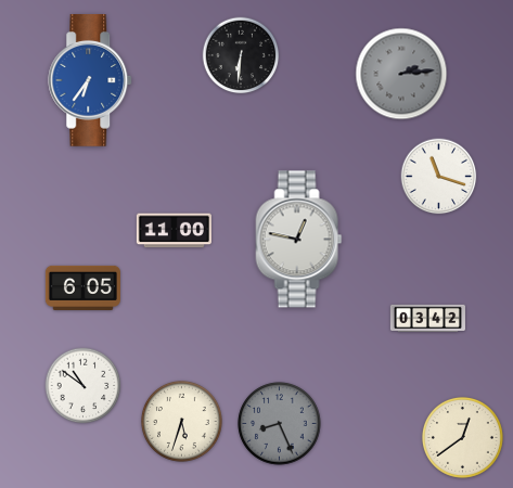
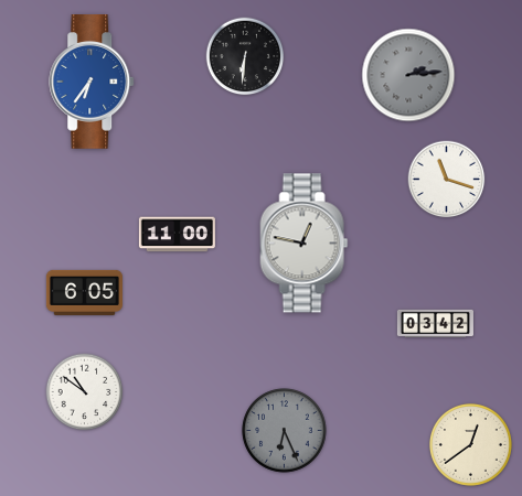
clock at (182, 422): 5:33 -> none
clock at (280, 424): 8:26 -> 6:26
